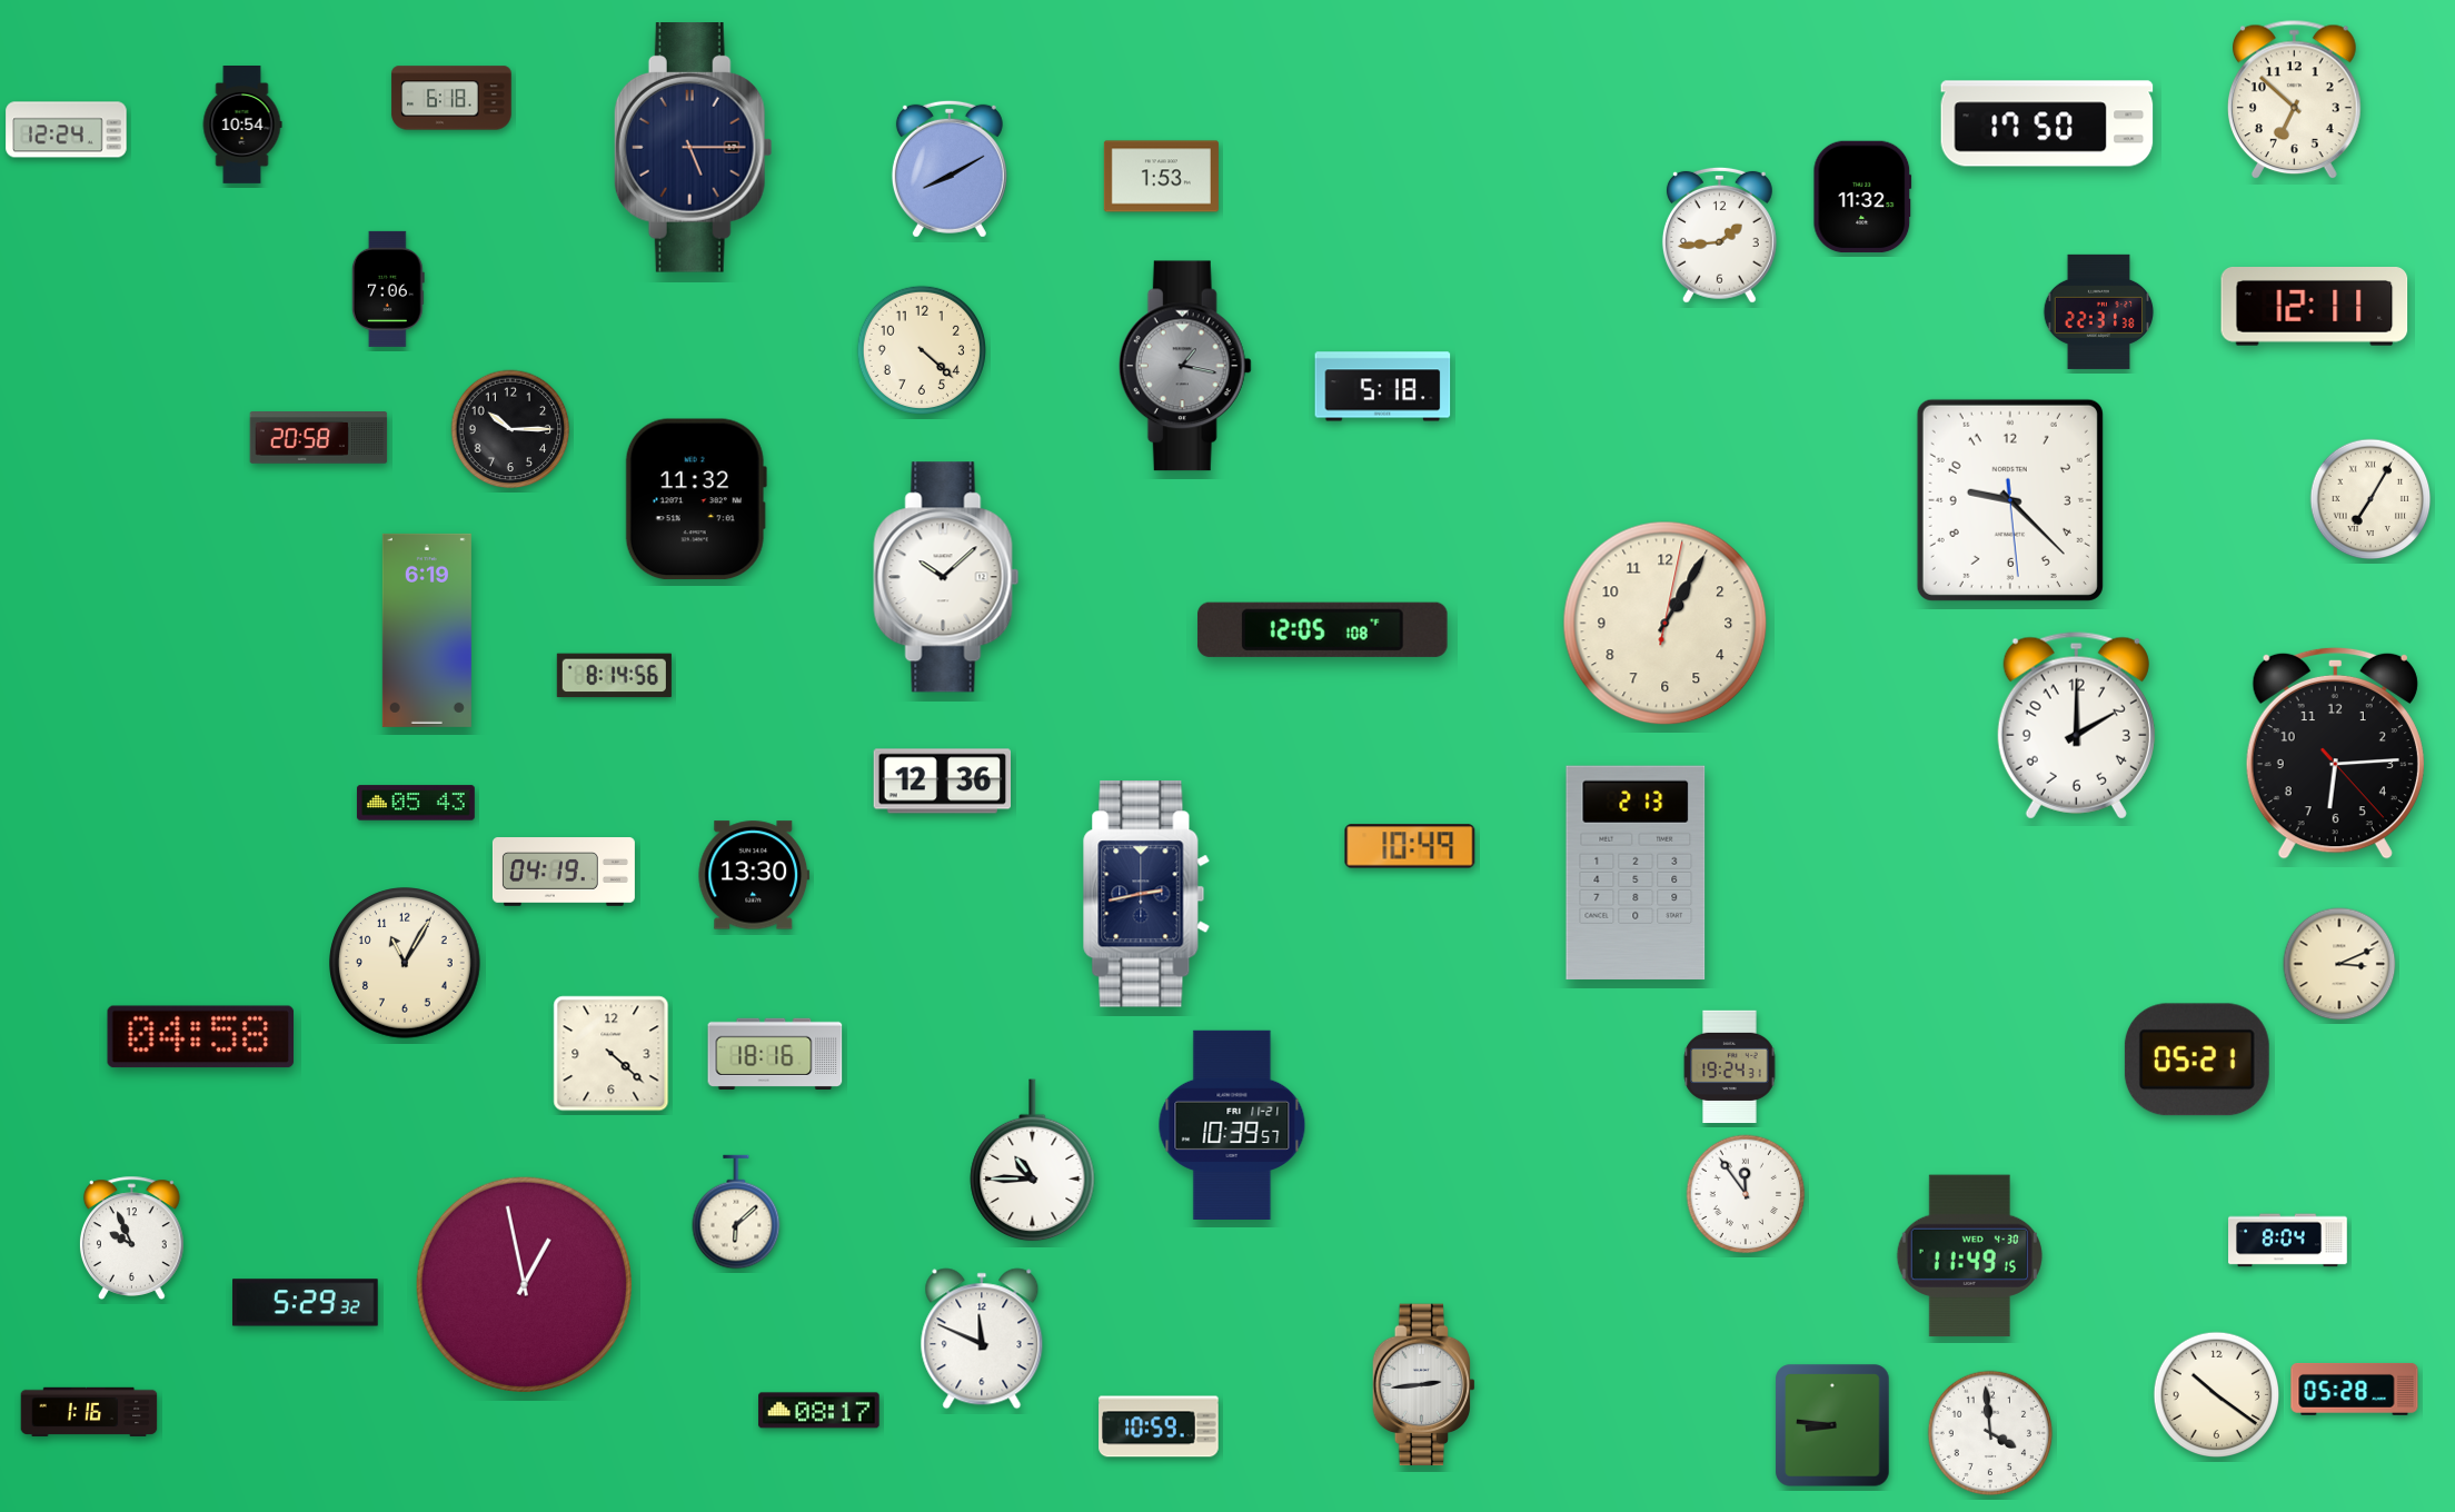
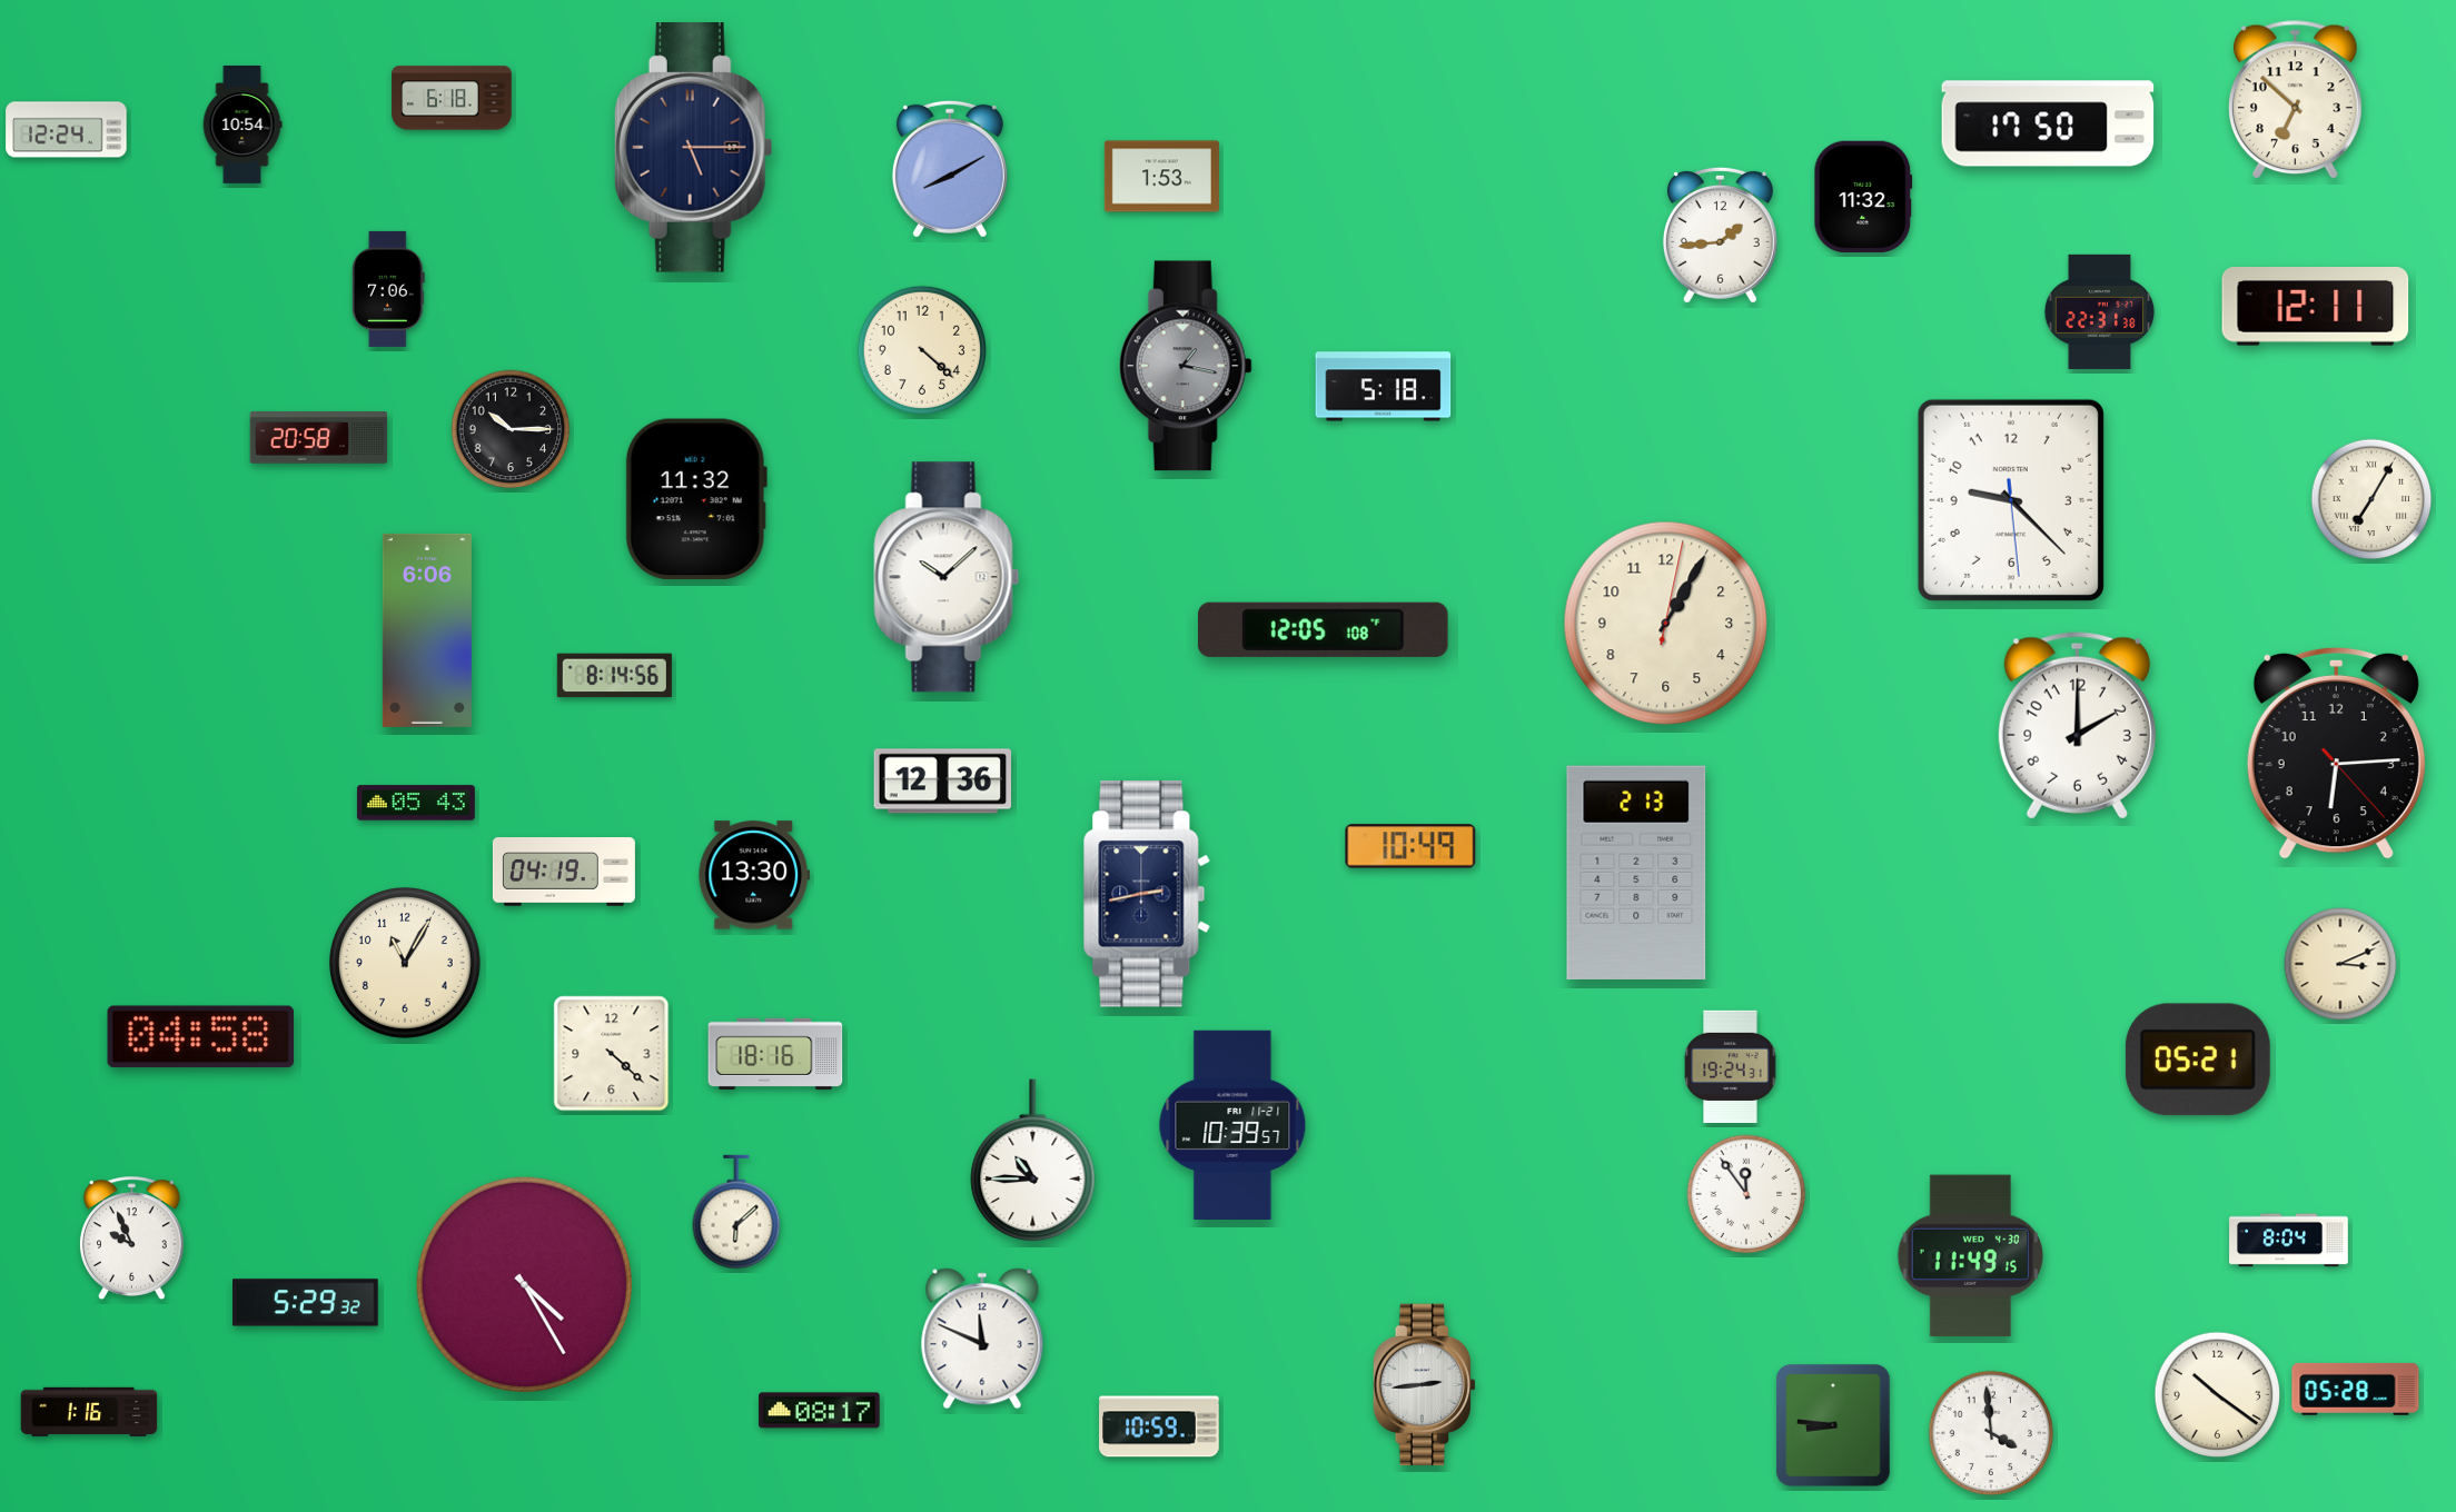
clock at (427, 630): 6:19 -> 6:06
clock at (524, 1284): 12:58 -> 4:25
